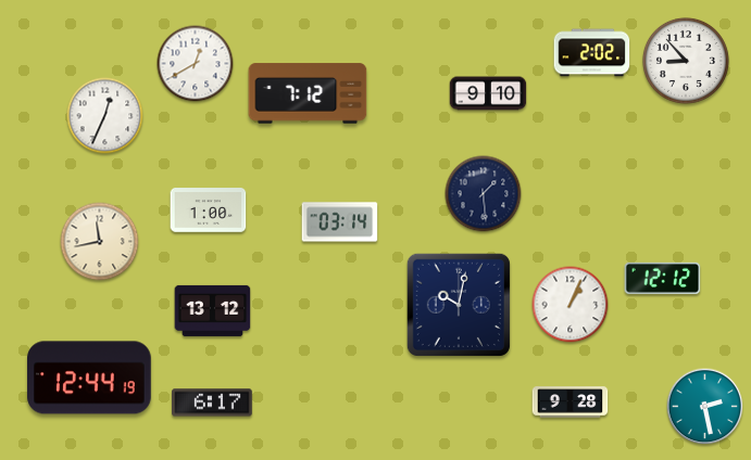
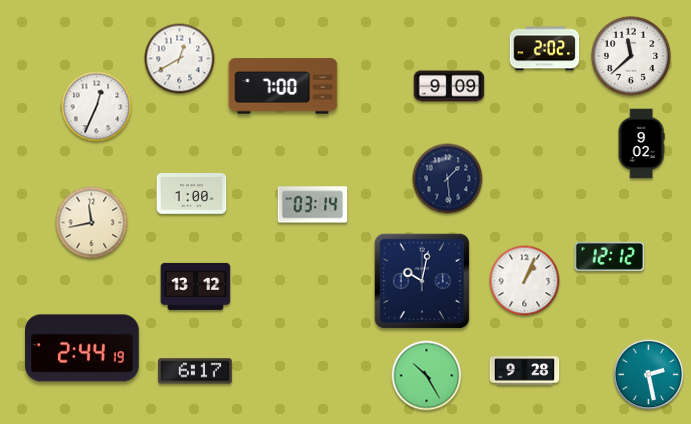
clock at (686, 61): 8:53 -> 11:38
clock at (308, 93): 7:12 -> 7:00
clock at (488, 93): 9:10 -> 9:09
clock at (641, 144): none -> 9:02
clock at (484, 194) position: (484, 194) -> (448, 179)
clock at (89, 378): 12:44 -> 2:44
clock at (427, 376): none -> 10:25
